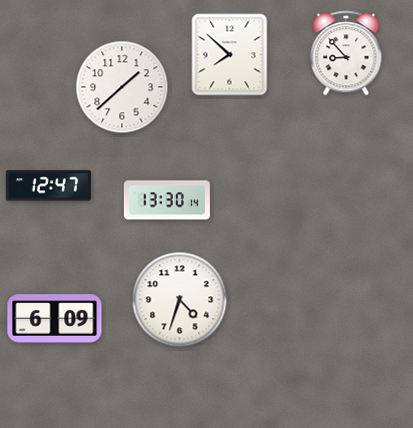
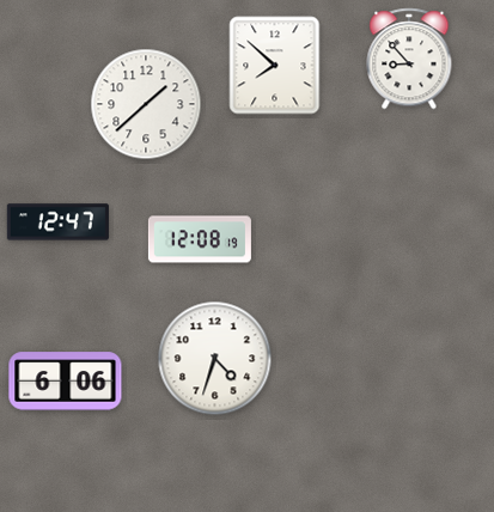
clock at (346, 53) position: (346, 53) -> (409, 59)
clock at (167, 200): 13:30 -> 12:08
clock at (55, 319): 6:09 -> 6:06
